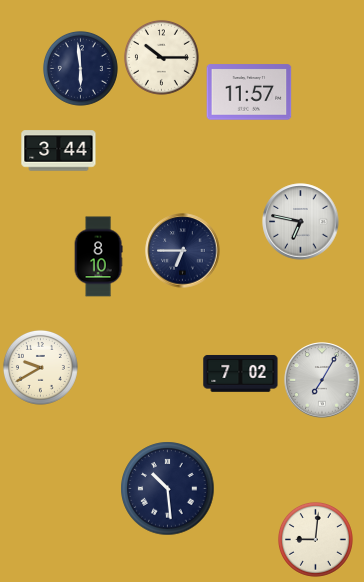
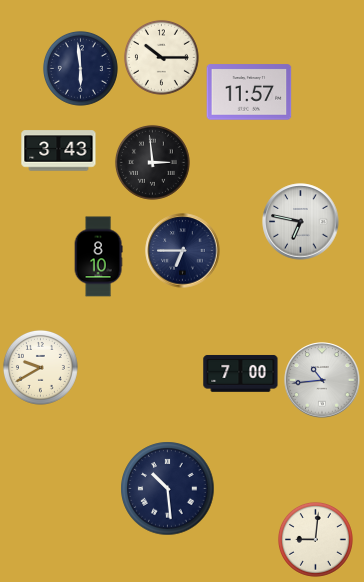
clock at (59, 151): 3:44 -> 3:43
clock at (152, 162): none -> 2:59
clock at (241, 374): 7:02 -> 7:00
clock at (322, 380): 7:05 -> 10:44
